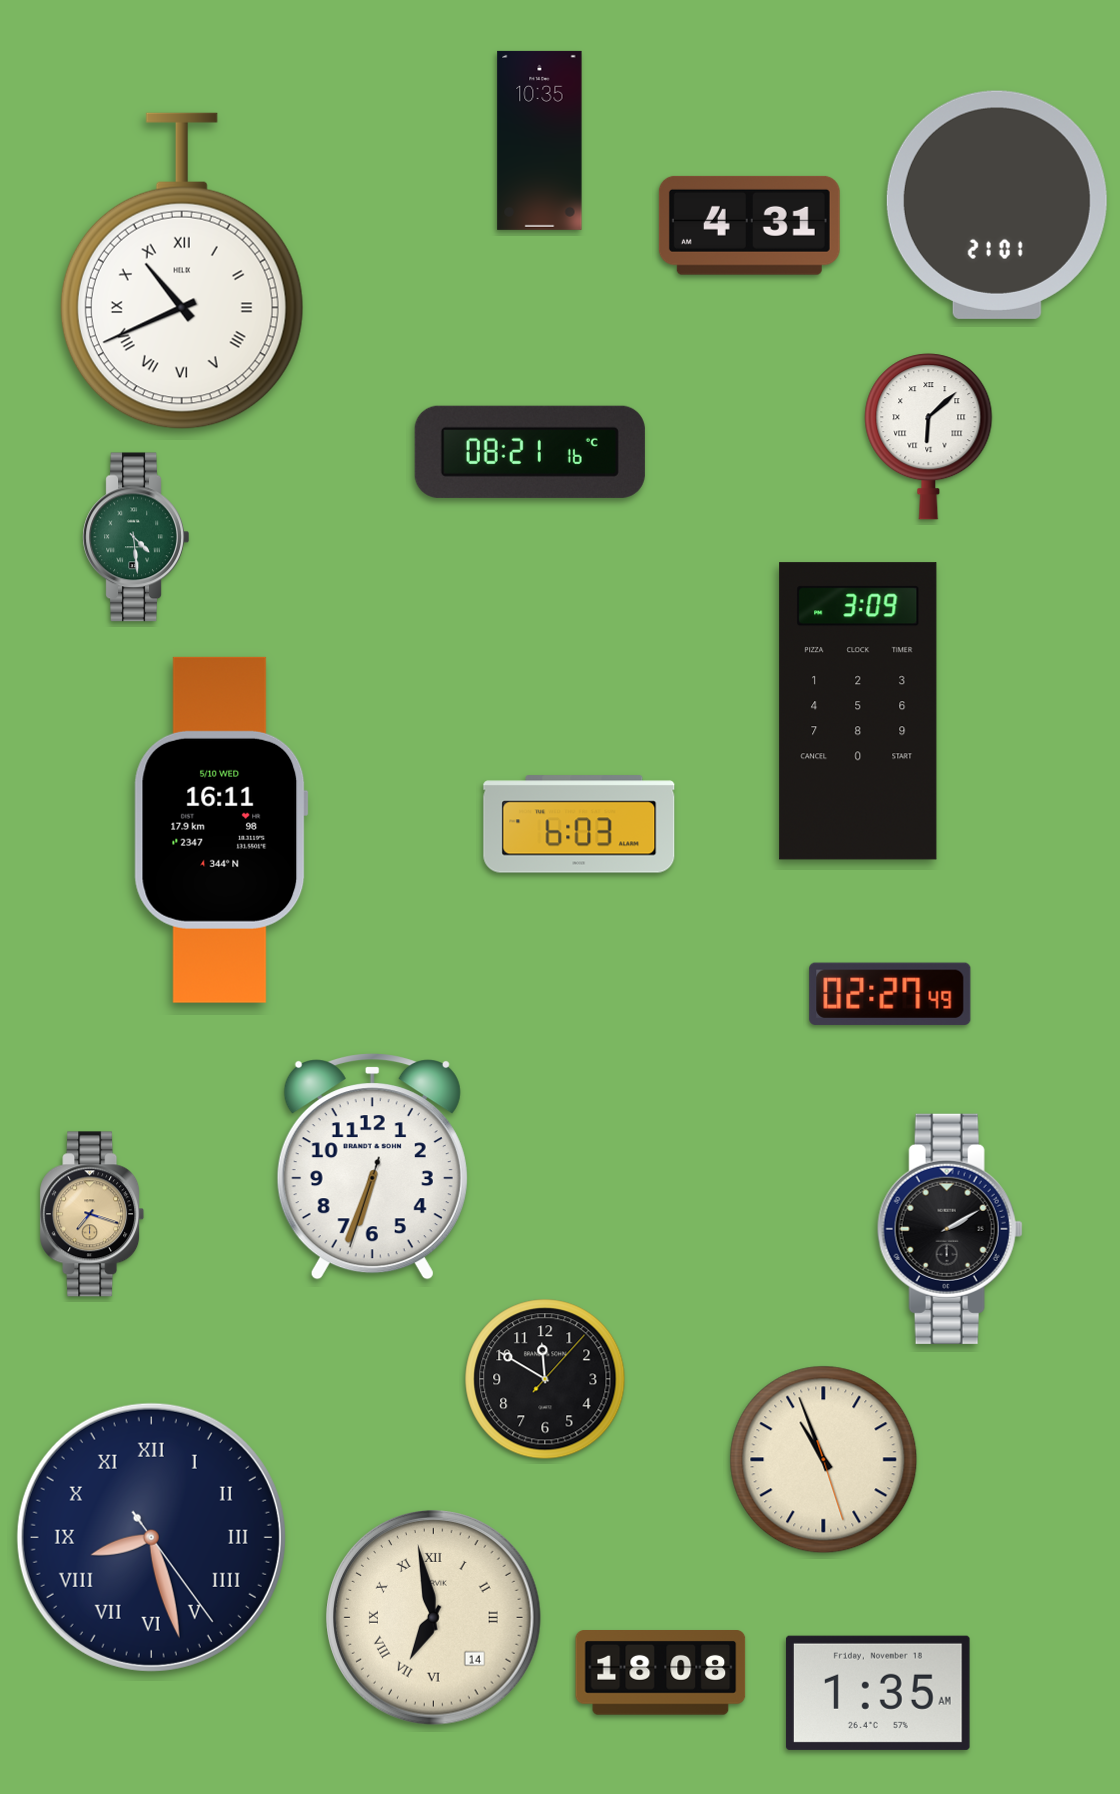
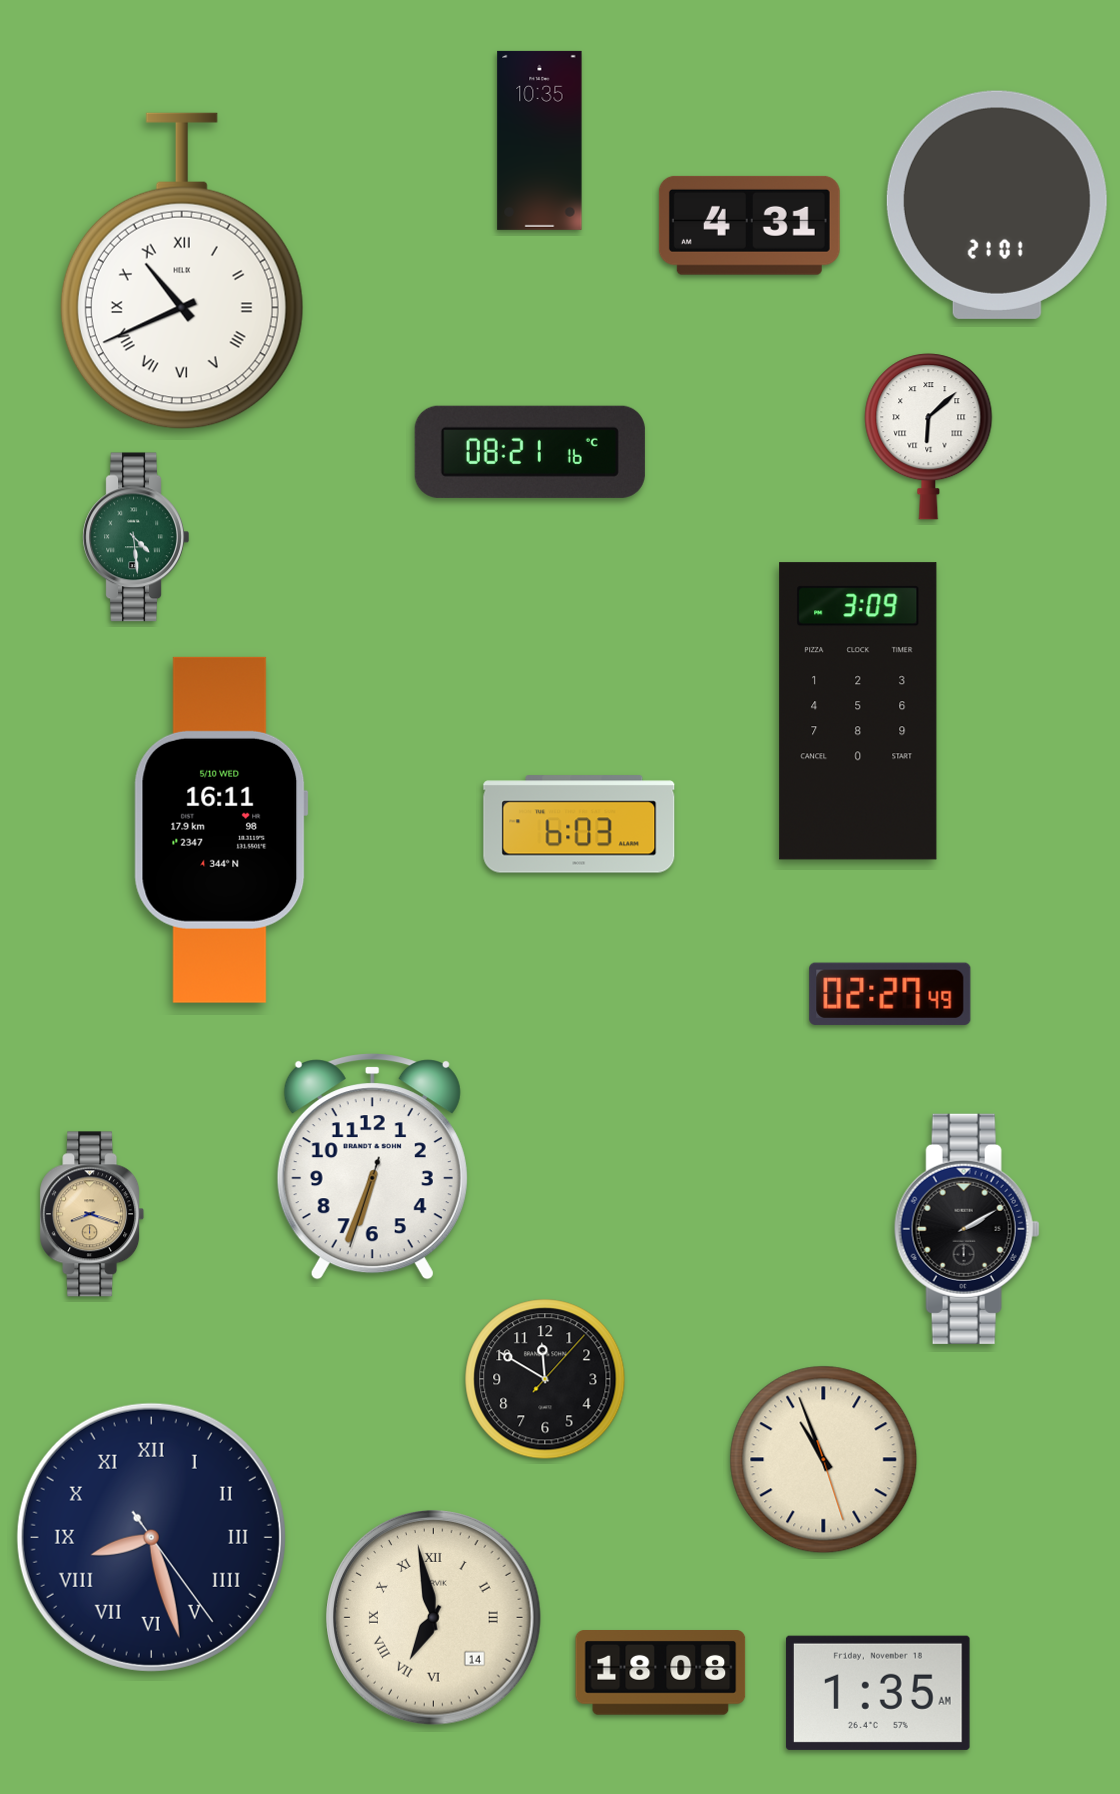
clock at (92, 1214): 7:18 -> 8:18
clock at (950, 1229) position: (950, 1229) -> (967, 1229)
